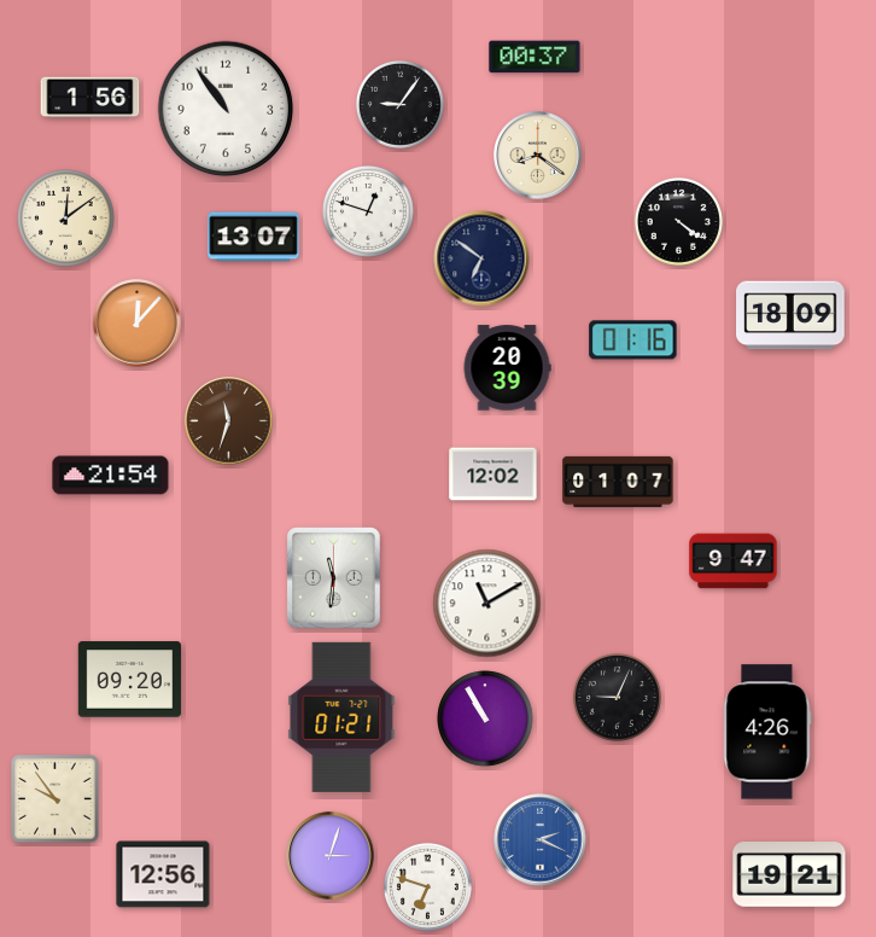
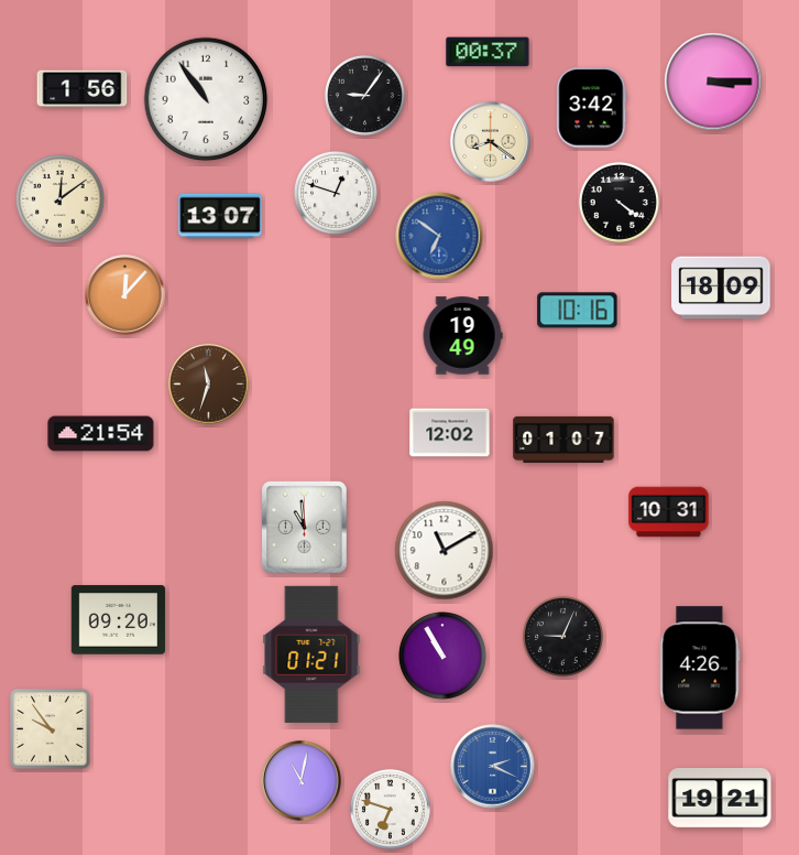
clock at (713, 82): none -> 3:15
clock at (592, 108): none -> 3:42
clock at (253, 237) position: (253, 237) -> (220, 216)
clock at (481, 258) dial: navy -> blue
clock at (633, 341): 01:16 -> 10:16
clock at (507, 368): 20:39 -> 19:49
clock at (734, 561): 9:47 -> 10:31
clock at (334, 578): 11:31 -> 10:59
clock at (331, 856): 3:03 -> 11:02
clock at (163, 874): 12:56 -> none
